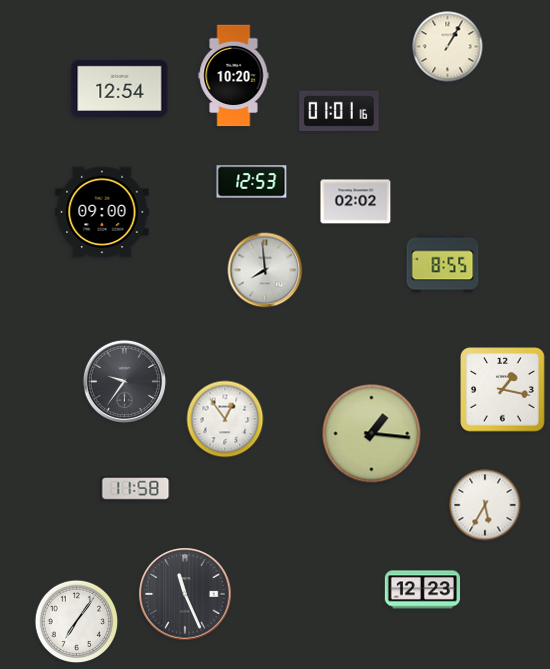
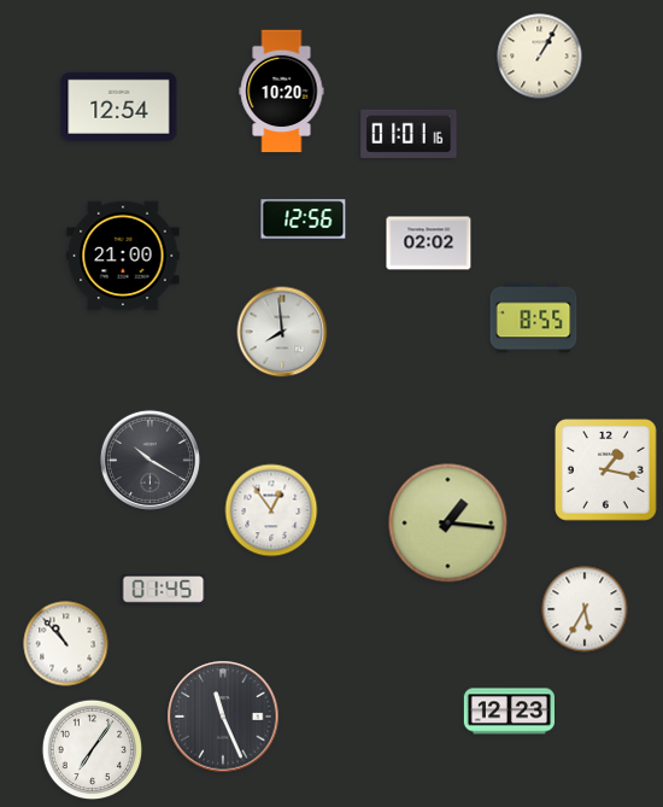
clock at (120, 88) position: (120, 88) -> (119, 106)
clock at (252, 182): 12:53 -> 12:56
clock at (102, 212): 09:00 -> 21:00
clock at (265, 270) position: (265, 270) -> (282, 332)
clock at (124, 381): 9:36 -> 10:20
clock at (225, 419) position: (225, 419) -> (271, 510)
clock at (136, 489): 11:58 -> 01:45
clock at (66, 644): none -> 10:53
